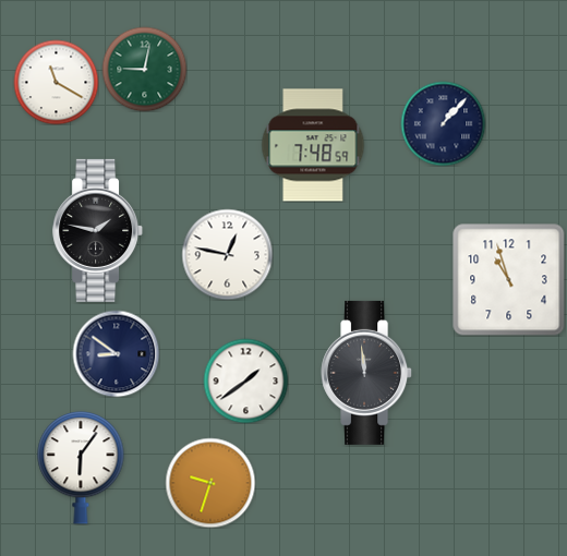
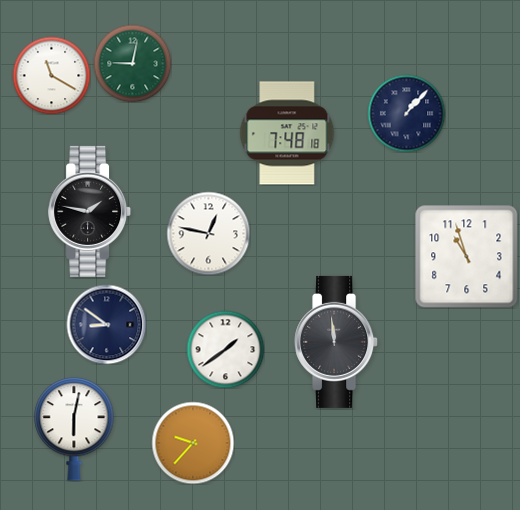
clock at (313, 145): 7:48:59 -> 7:48:18
clock at (81, 468): 6:06 -> 6:02
clock at (210, 483): 9:33 -> 9:37
